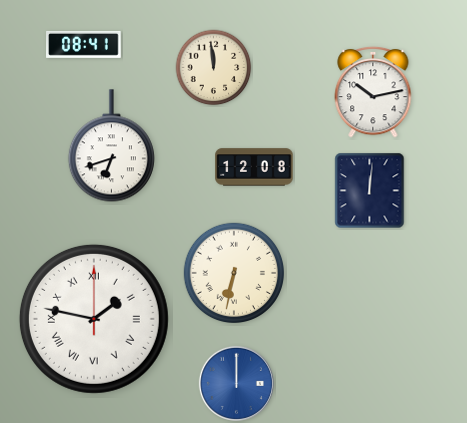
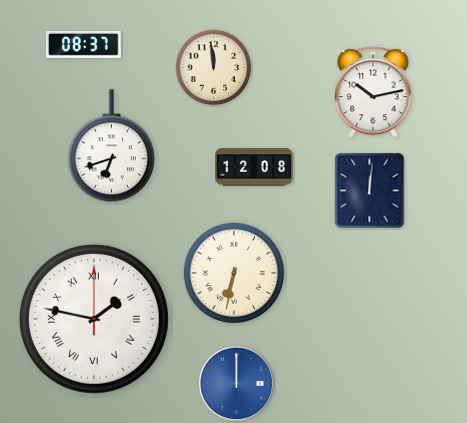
clock at (84, 44): 08:41 -> 08:37
